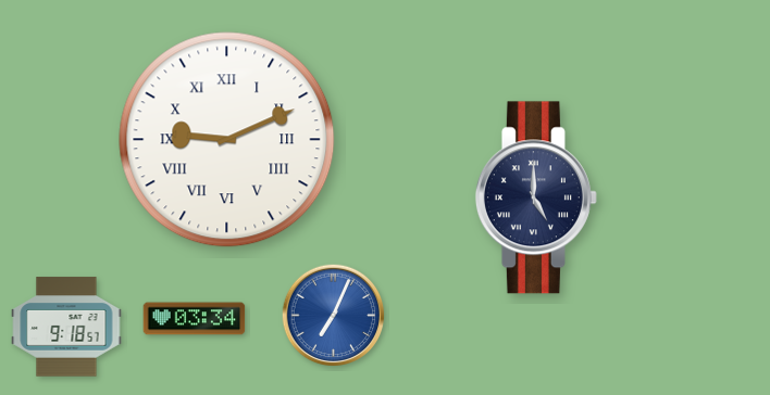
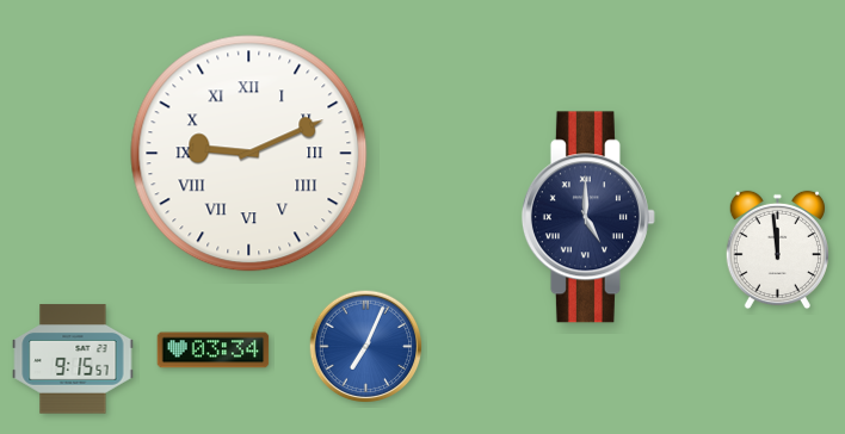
clock at (777, 250): none -> 11:59
clock at (66, 327): 9:18 -> 9:15
